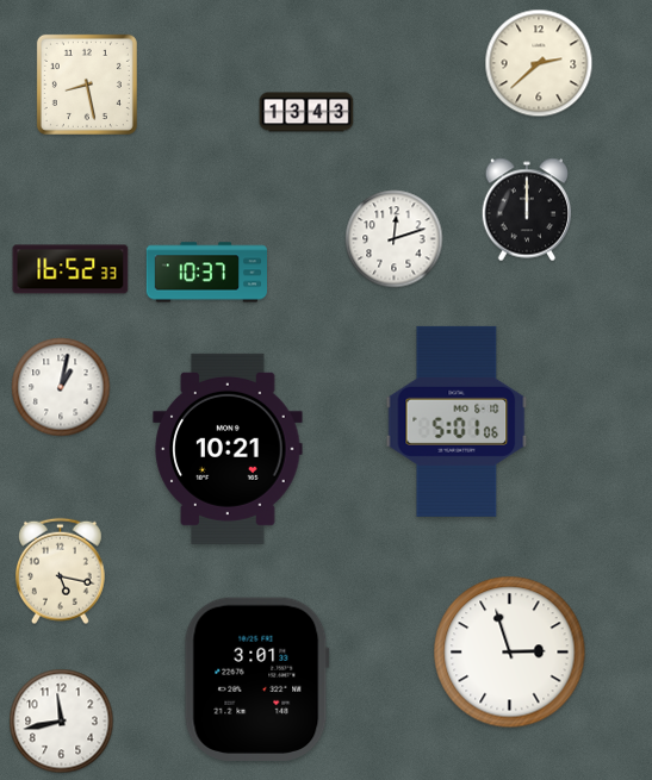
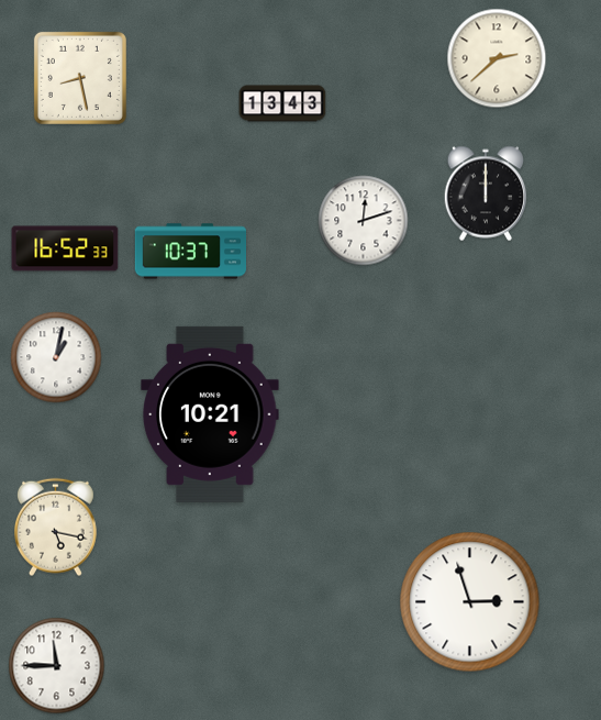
clock at (457, 422): 5:01 -> none
clock at (256, 679): 3:01 -> none
clock at (62, 722): 11:43 -> 11:45
